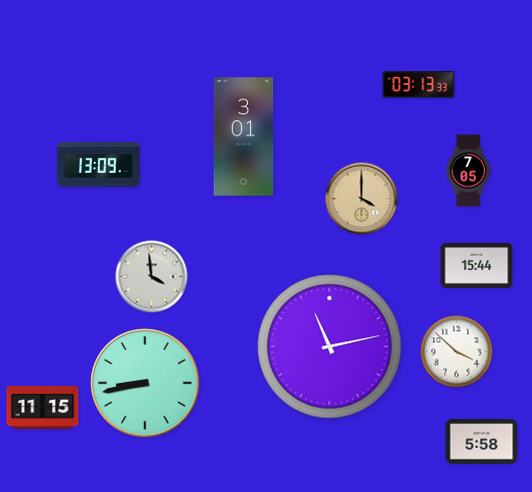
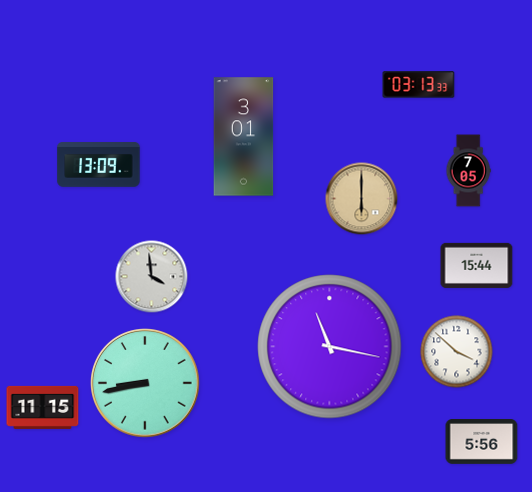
clock at (362, 199): 4:00 -> 6:00
clock at (330, 347): 11:13 -> 11:17
clock at (482, 442): 5:58 -> 5:56
